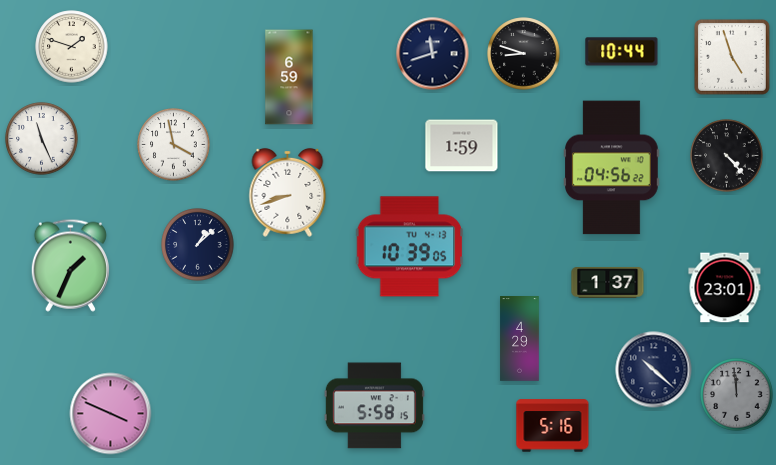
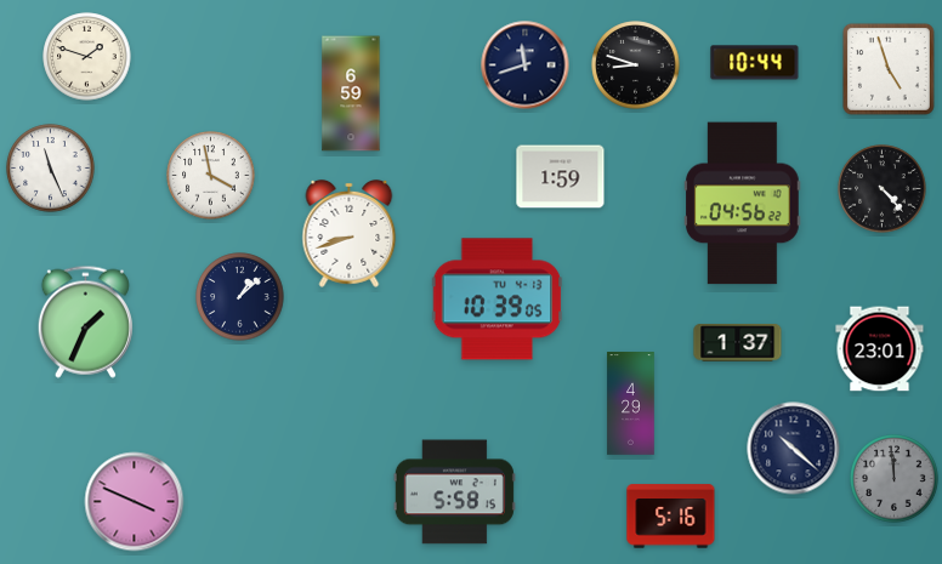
clock at (520, 339) position: (520, 339) -> (631, 404)
